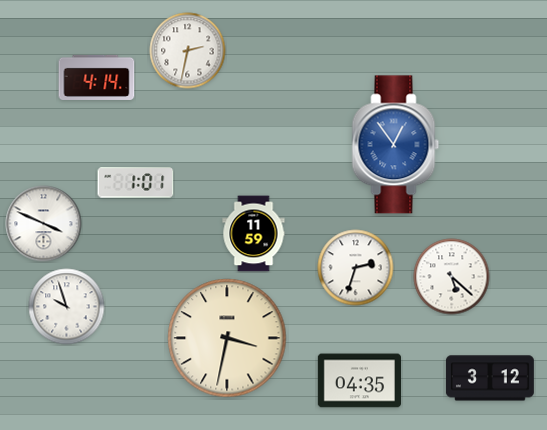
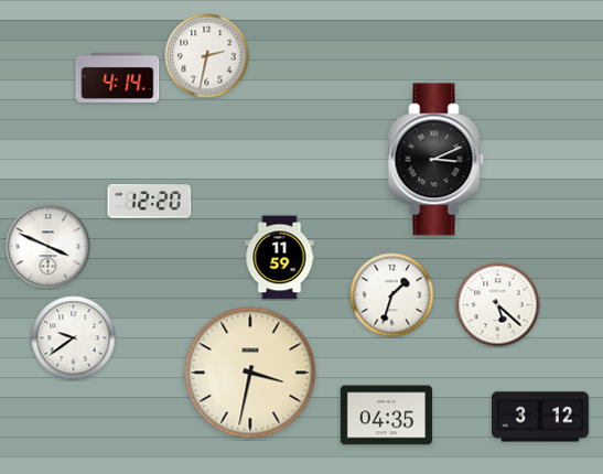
clock at (97, 77) position: (97, 77) -> (118, 77)
clock at (396, 145): 12:54 -> 3:11
clock at (396, 145) dial: blue -> black
clock at (136, 183): 1:01 -> 12:20
clock at (356, 268): 2:33 -> 1:33
clock at (67, 307): 9:57 -> 9:39
clock at (359, 381) position: (359, 381) -> (386, 416)
